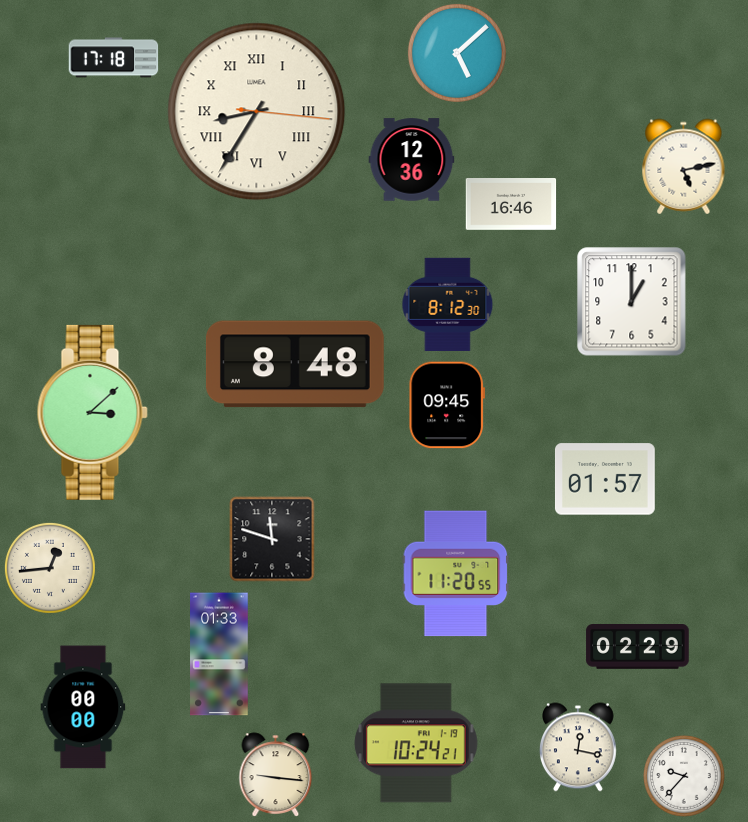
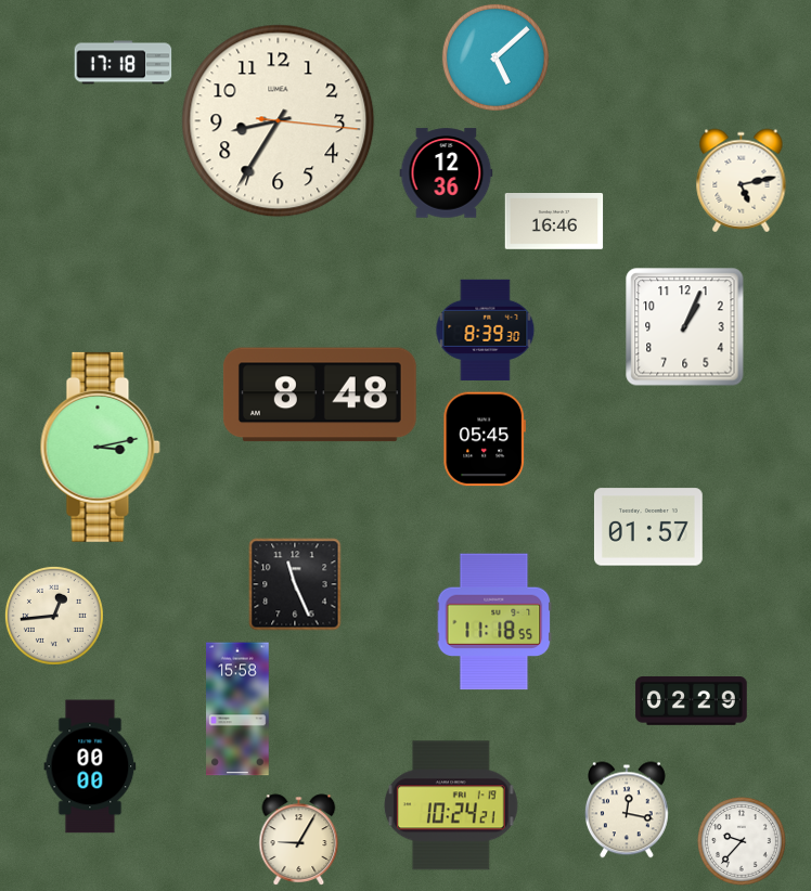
clock at (257, 112) numerals: Roman -> Arabic
clock at (632, 302): 1:00 -> 1:04
clock at (448, 304): 8:12 -> 8:39
clock at (447, 405): 09:45 -> 05:45
clock at (92, 412): 3:08 -> 3:13
clock at (605, 479) position: (605, 479) -> (648, 527)
clock at (272, 539): 11:48 -> 11:26
clock at (456, 574): 11:20 -> 11:18
clock at (219, 654): 01:33 -> 15:58
clock at (276, 775): 9:16 -> 9:05
